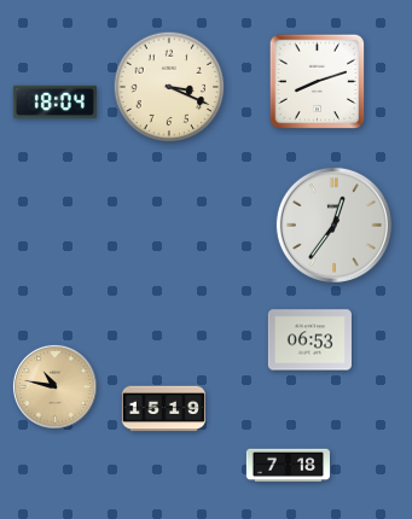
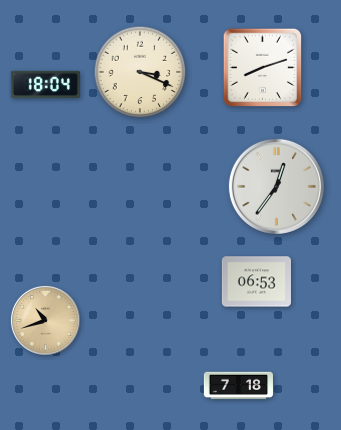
clock at (54, 386): 10:47 -> 10:42
clock at (163, 409): 15:19 -> none
